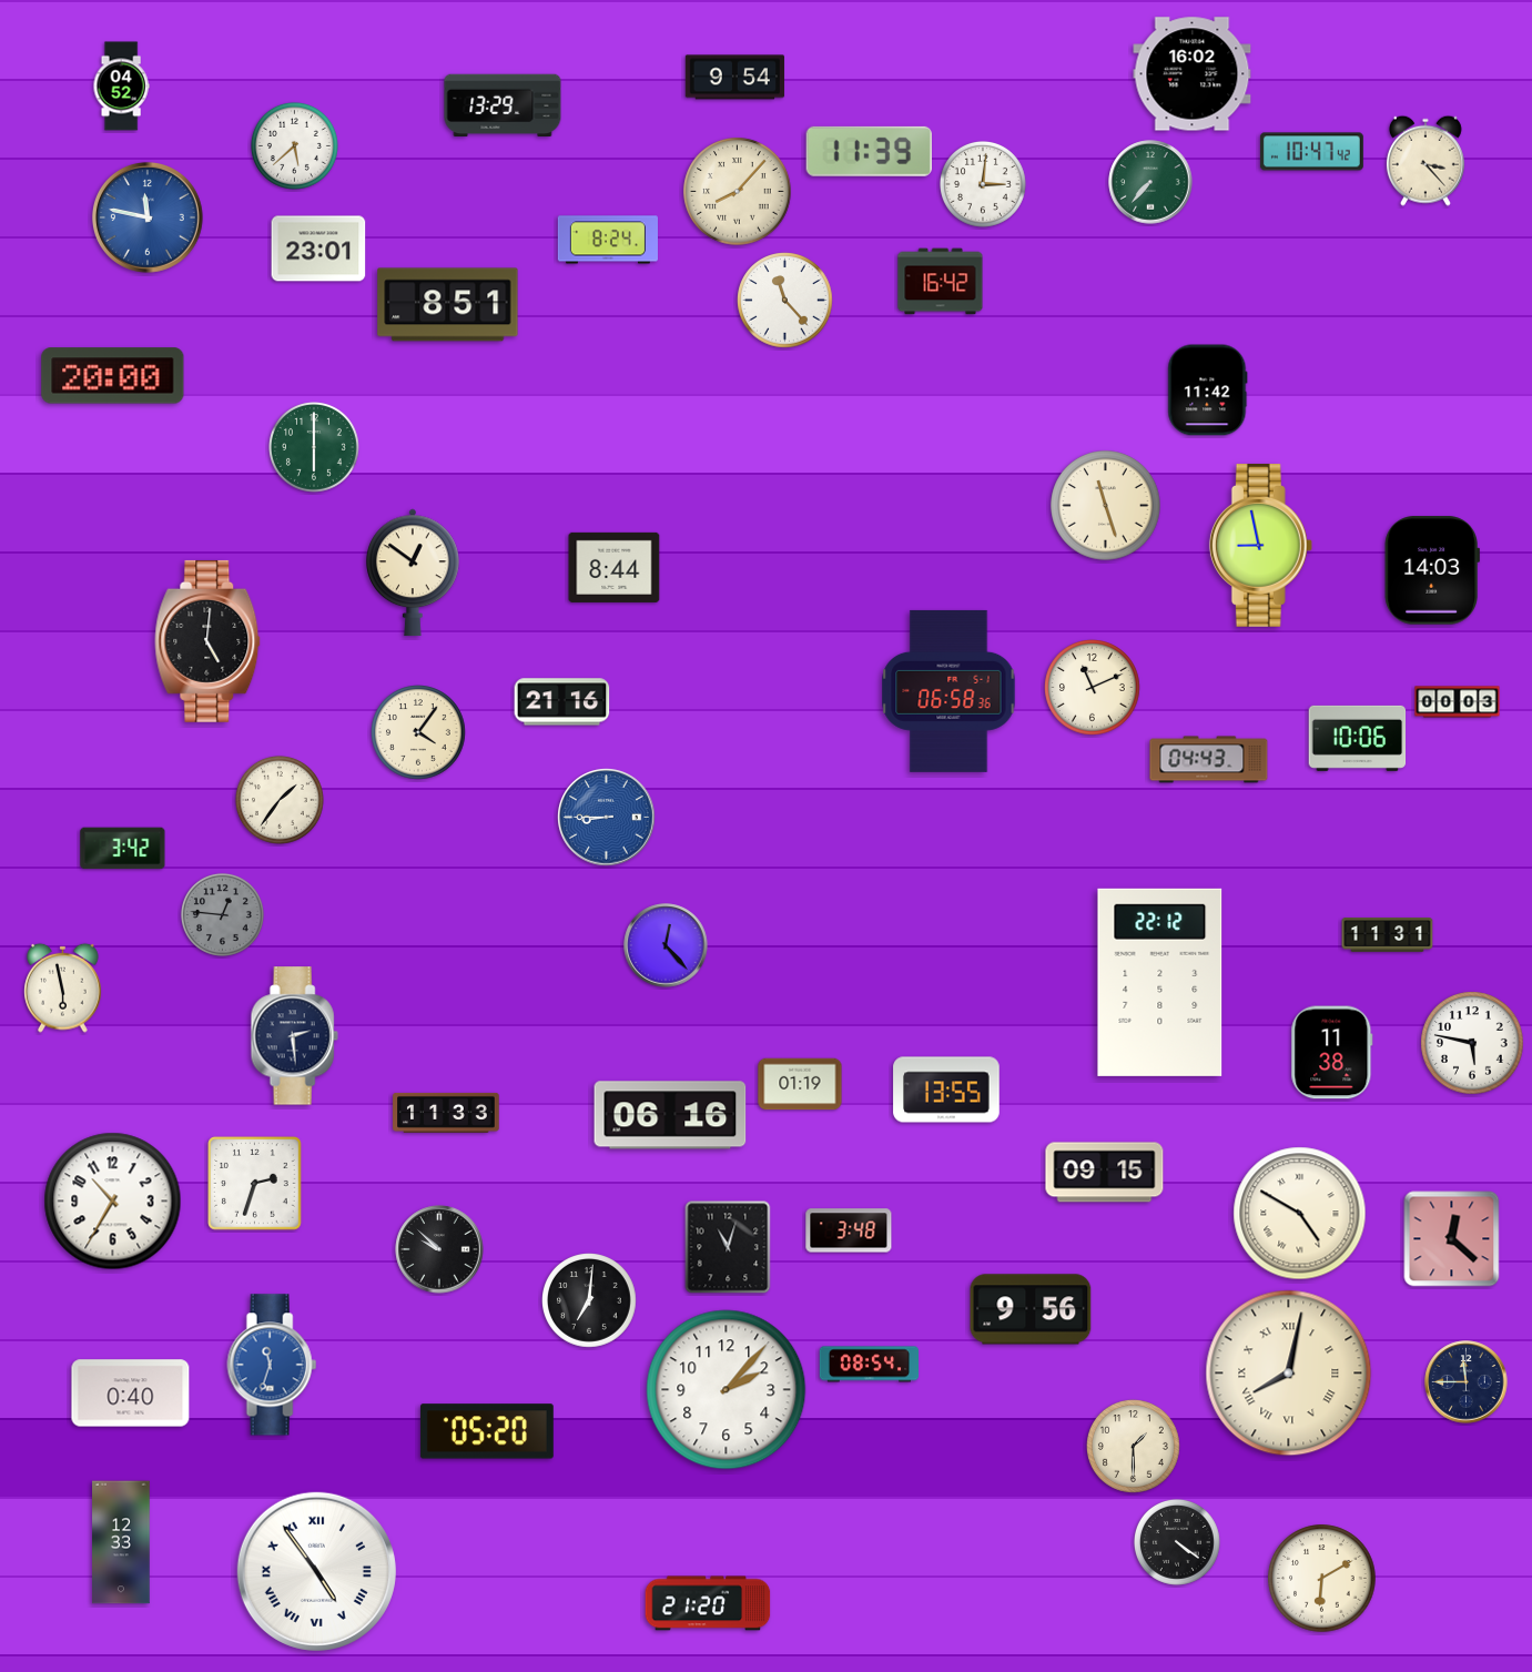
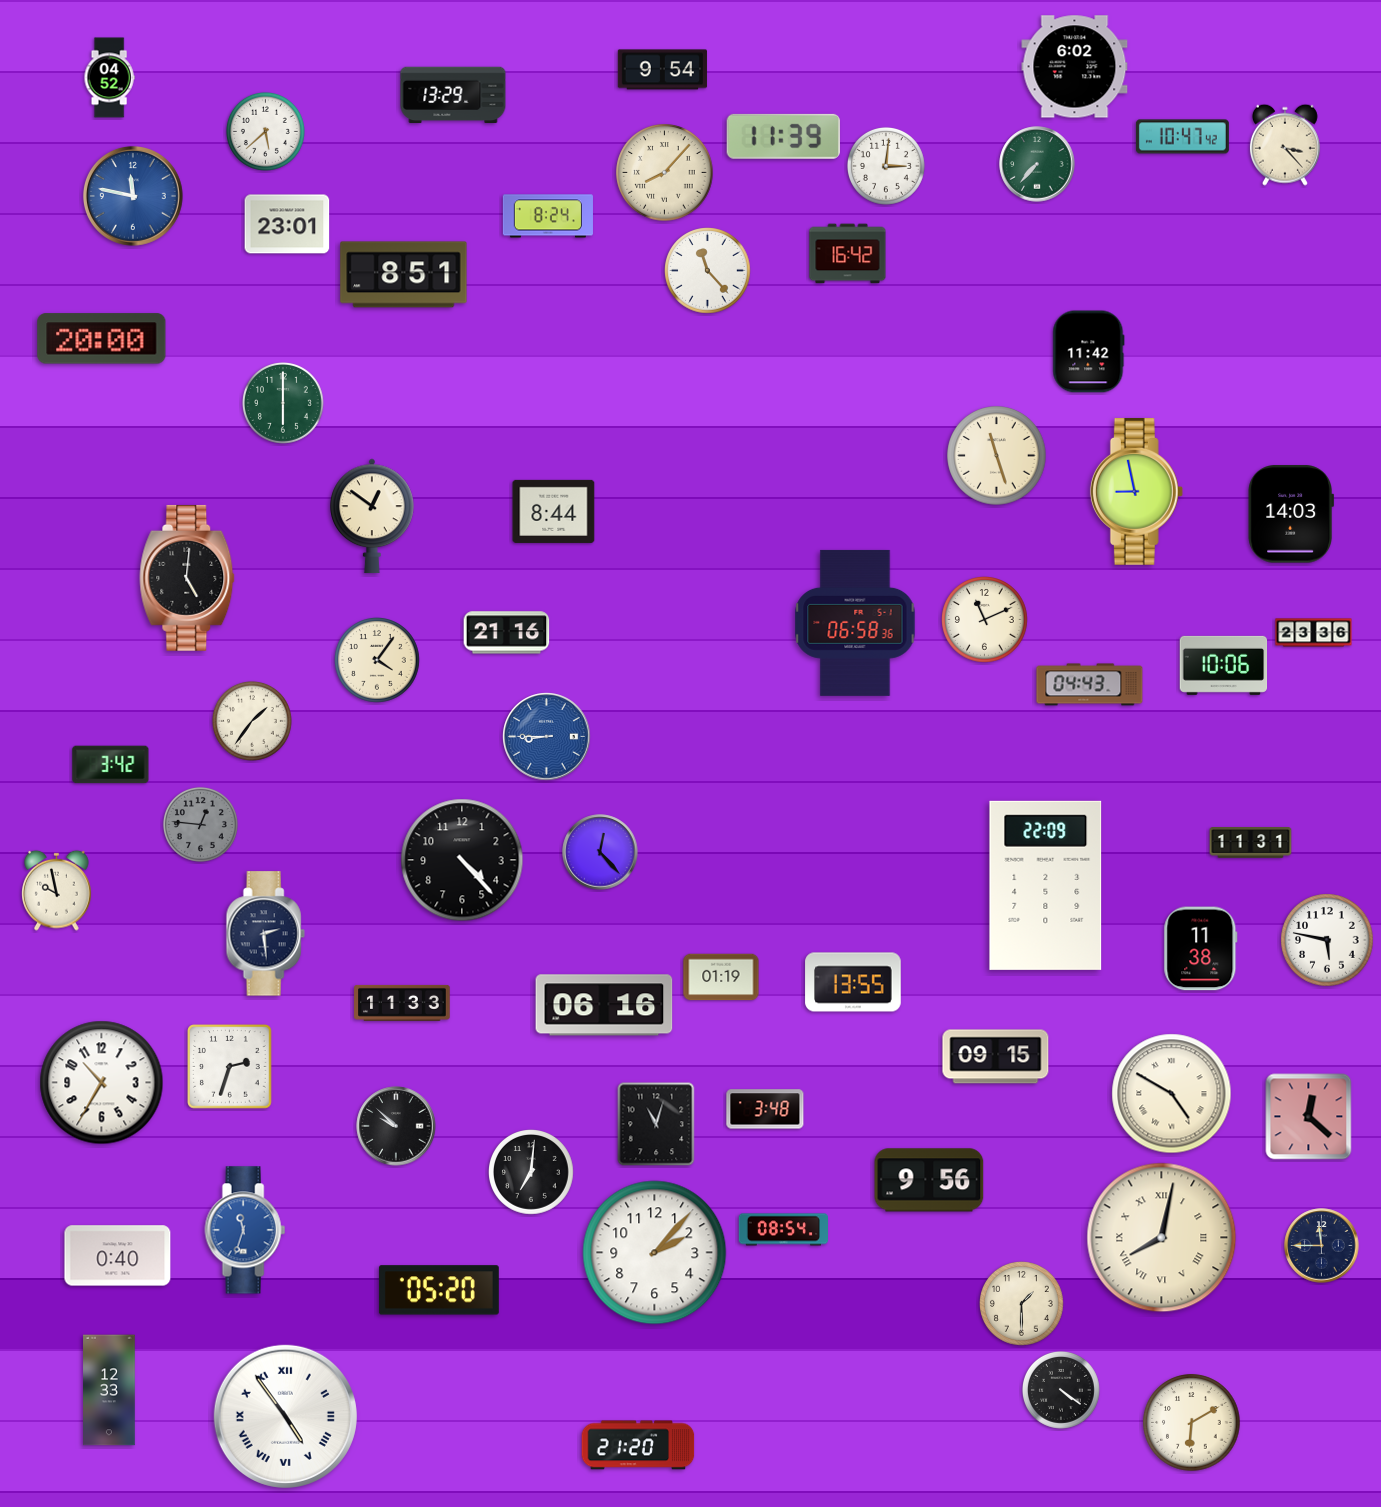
clock at (1193, 74): 16:02 -> 6:02
clock at (1458, 702): 00:03 -> 23:36
clock at (462, 860): none -> 4:23
clock at (1160, 982): 22:12 -> 22:09
clock at (63, 987): 5:58 -> 9:58
